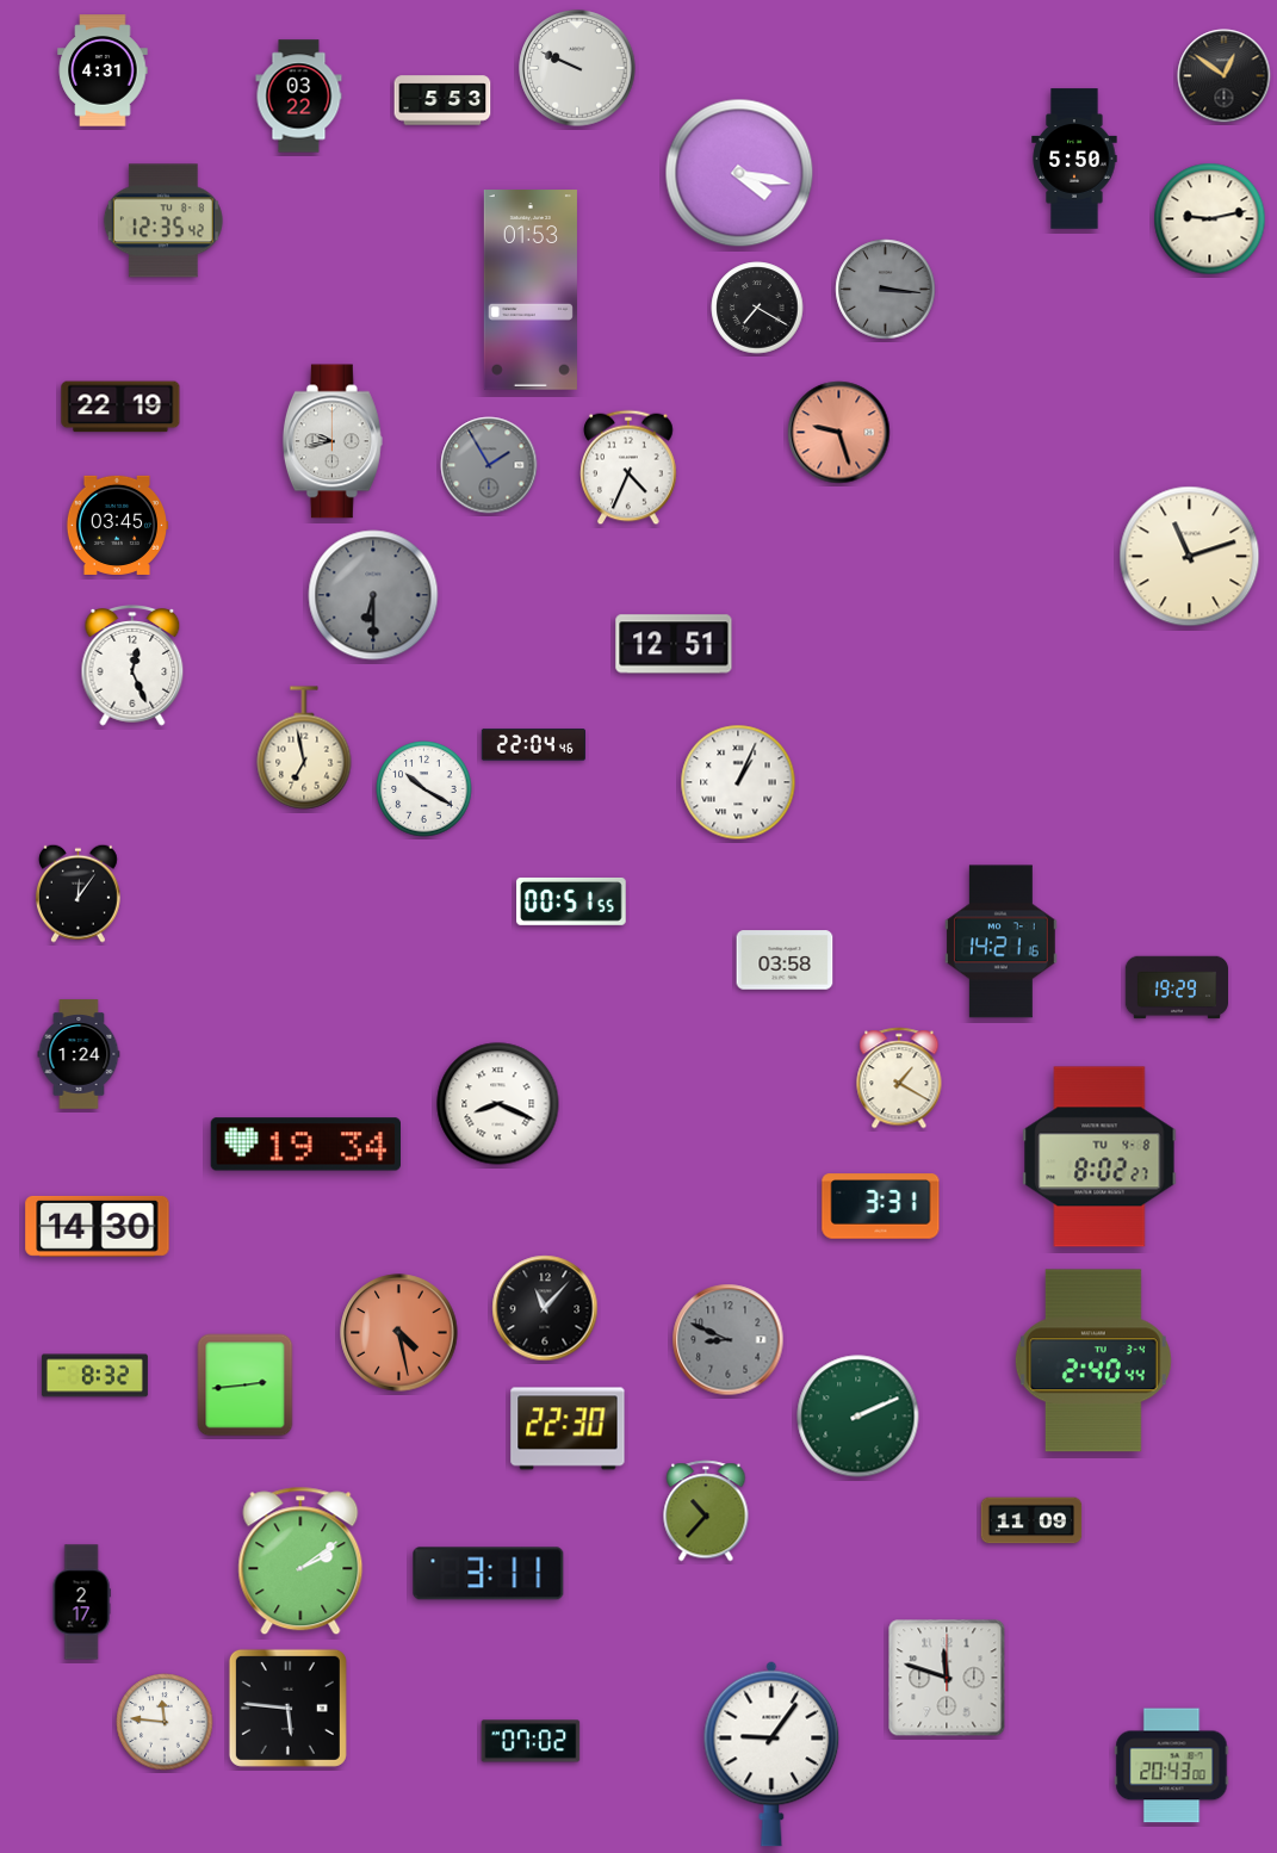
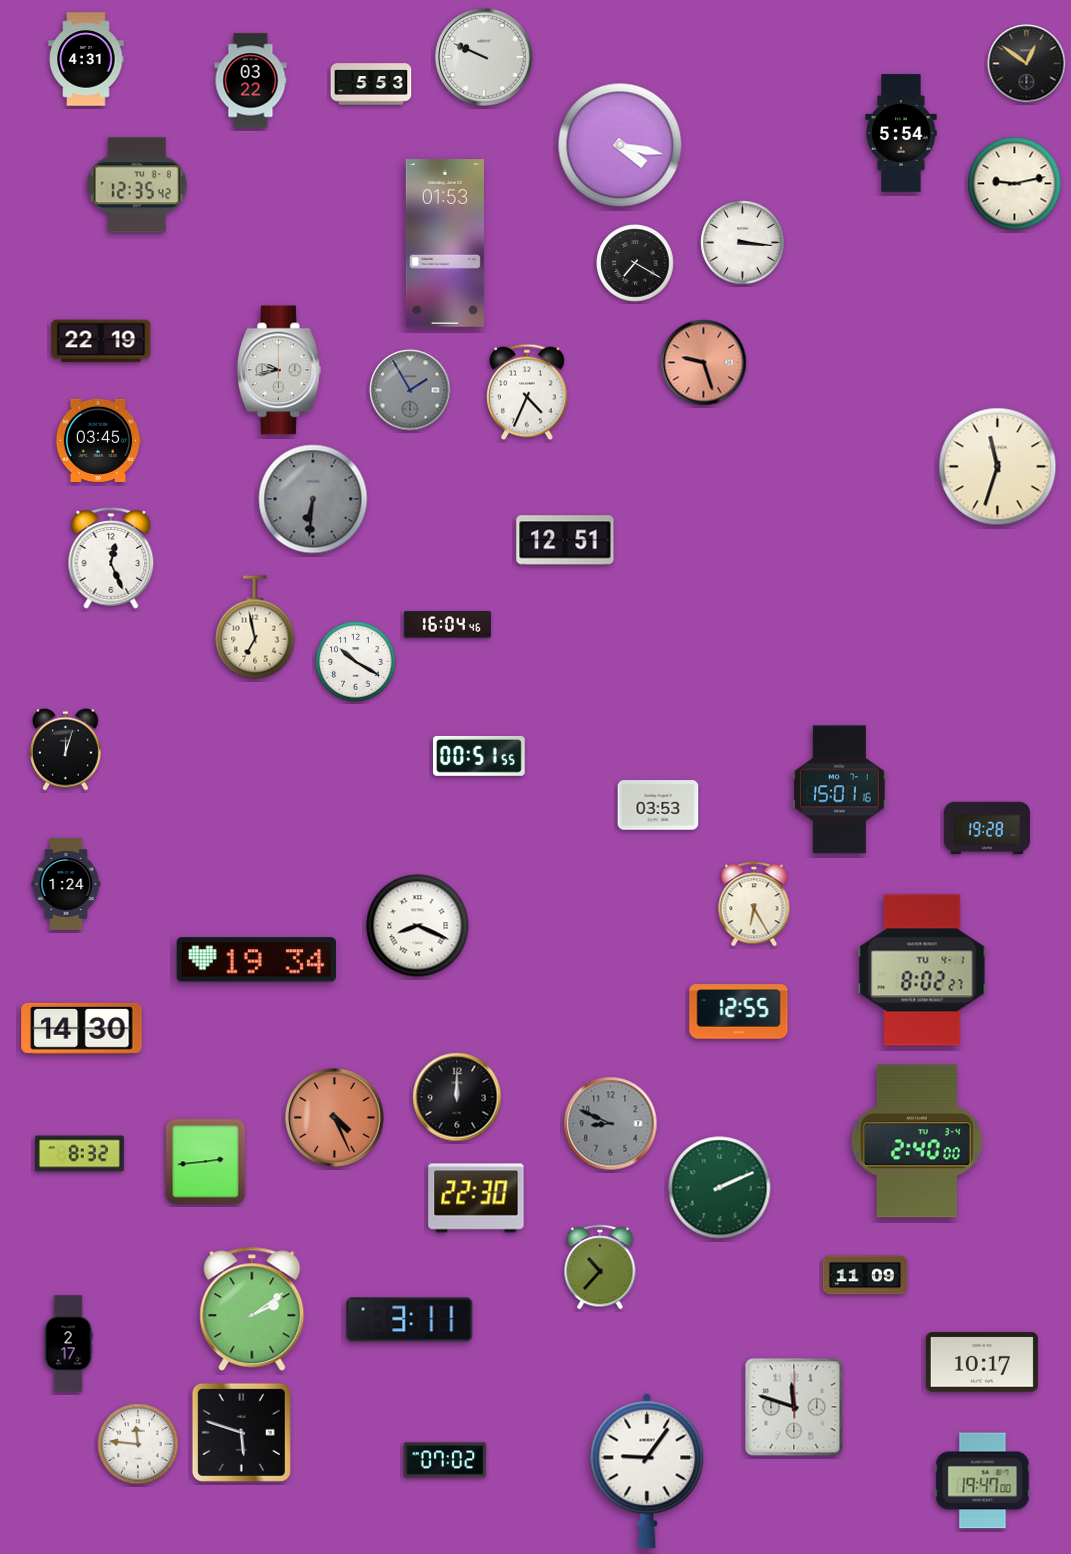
clock at (1074, 159): 5:50 -> 5:54
clock at (886, 290) dial: grey -> white
clock at (757, 308) position: (757, 308) -> (635, 263)
clock at (1190, 557): 11:12 -> 11:33
clock at (373, 595): 6:30 -> 6:31
clock at (533, 745): 22:04 -> 16:04
clock at (738, 782): 1:04 -> none
clock at (78, 893): 12:06 -> 12:03
clock at (1002, 942): 14:21 -> 15:01
clock at (785, 960): 03:58 -> 03:53
clock at (1176, 987): 19:29 -> 19:28
clock at (899, 1078): 1:20 -> 6:25
clock at (1099, 1157) date: TU 4-8 -> TU 4-1
clock at (881, 1207): 3:31 -> 12:55
clock at (545, 1308): 11:07 -> 12:00
clock at (399, 1333): 4:28 -> 4:26
clock at (1093, 1361): 2:40:44 -> 2:40:00
clock at (706, 1511) position: (706, 1511) -> (600, 1267)
clock at (982, 1362): none -> 10:17
clock at (287, 1708): 5:46 -> 5:48
clock at (1172, 1766): 20:43 -> 19:47
